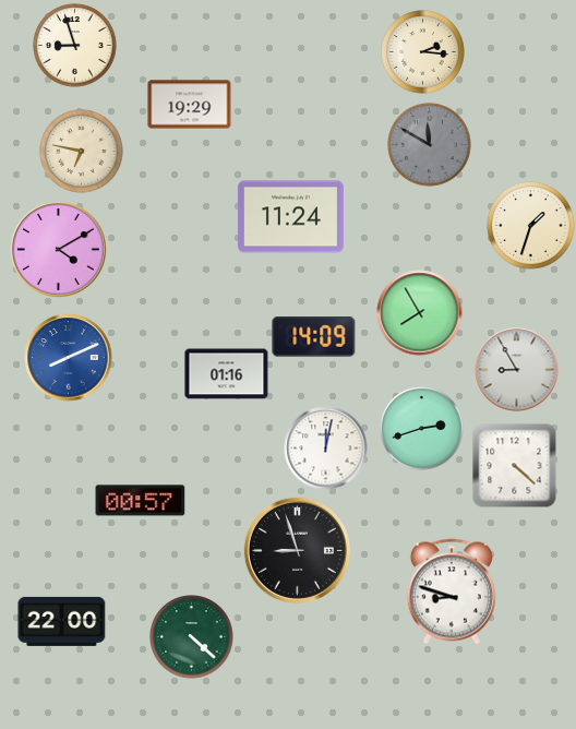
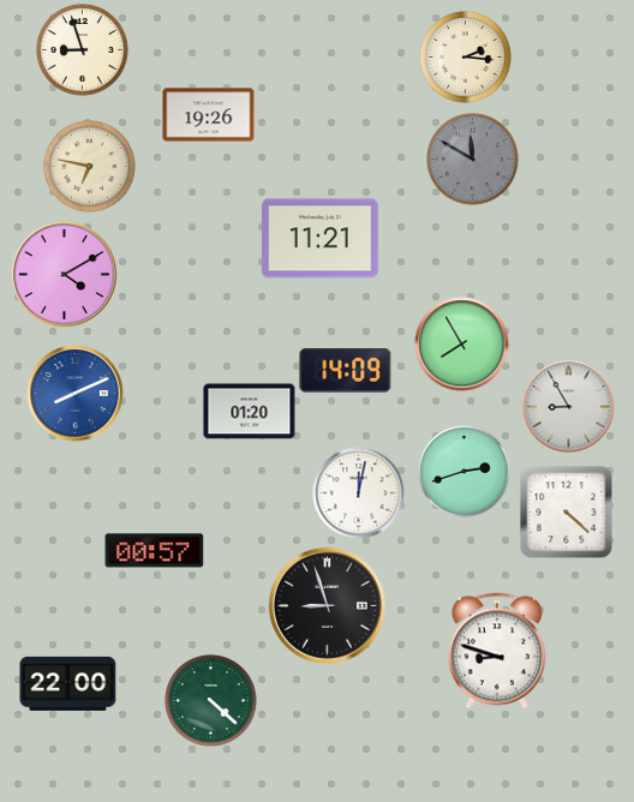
clock at (190, 105): 19:29 -> 19:26
clock at (290, 217): 11:24 -> 11:21
clock at (531, 226): 1:33 -> none
clock at (227, 374): 01:16 -> 01:20
